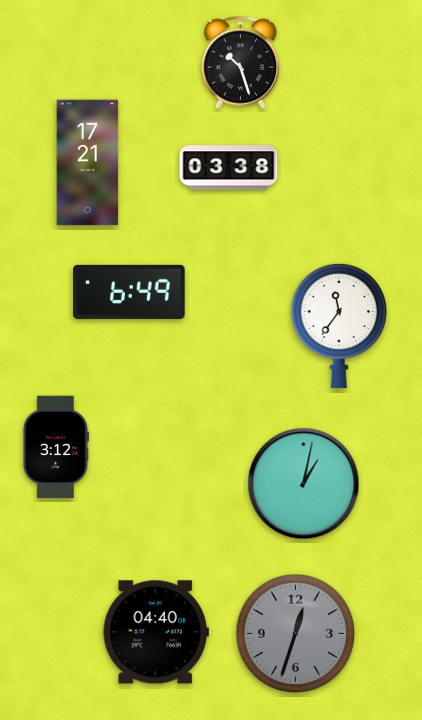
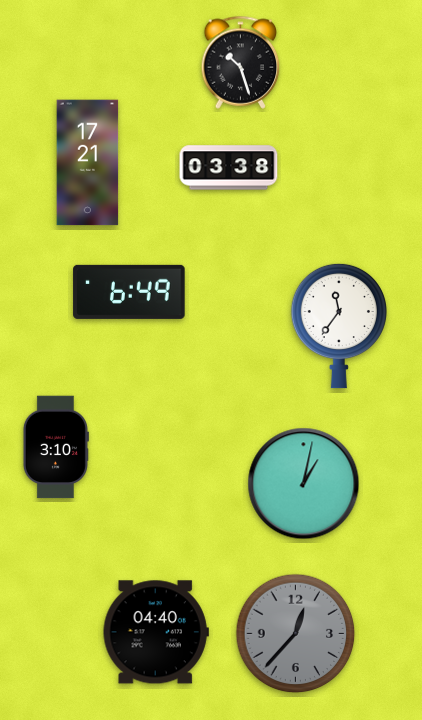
clock at (55, 447): 3:12 -> 3:10
clock at (296, 634): 12:33 -> 12:37
